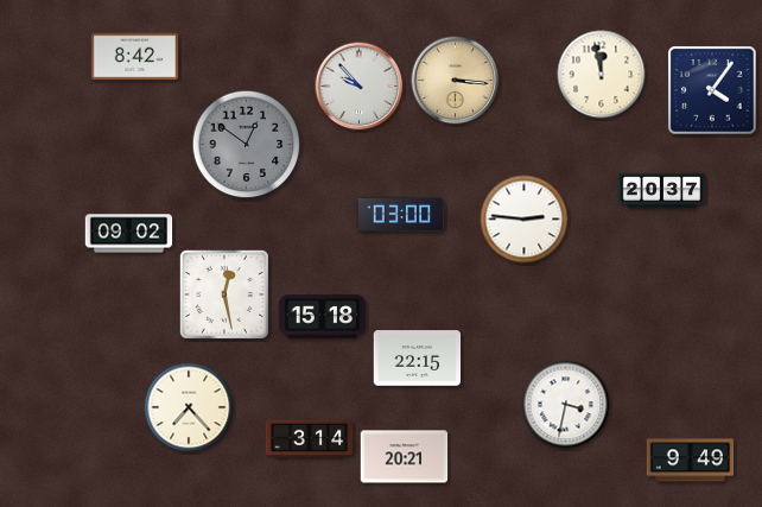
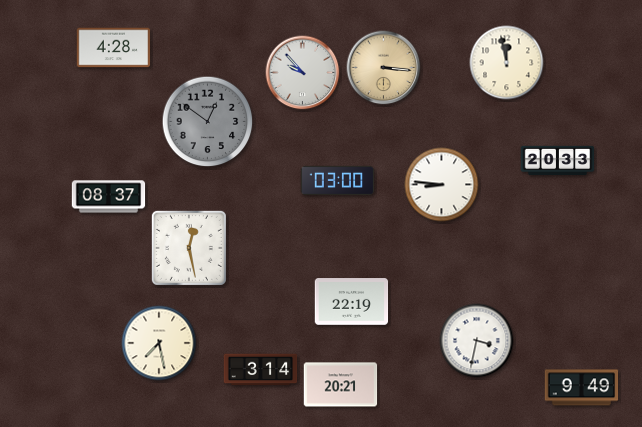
clock at (135, 57): 8:42 -> 4:28
clock at (712, 90): 4:06 -> none
clock at (662, 191): 20:37 -> 20:33
clock at (525, 220): 2:46 -> 8:46
clock at (129, 234): 09:02 -> 08:37
clock at (323, 317): 15:18 -> none
clock at (418, 359): 22:15 -> 22:19
clock at (189, 407): 7:23 -> 7:28
